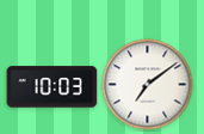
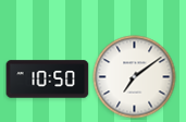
clock at (52, 87): 10:03 -> 10:50
